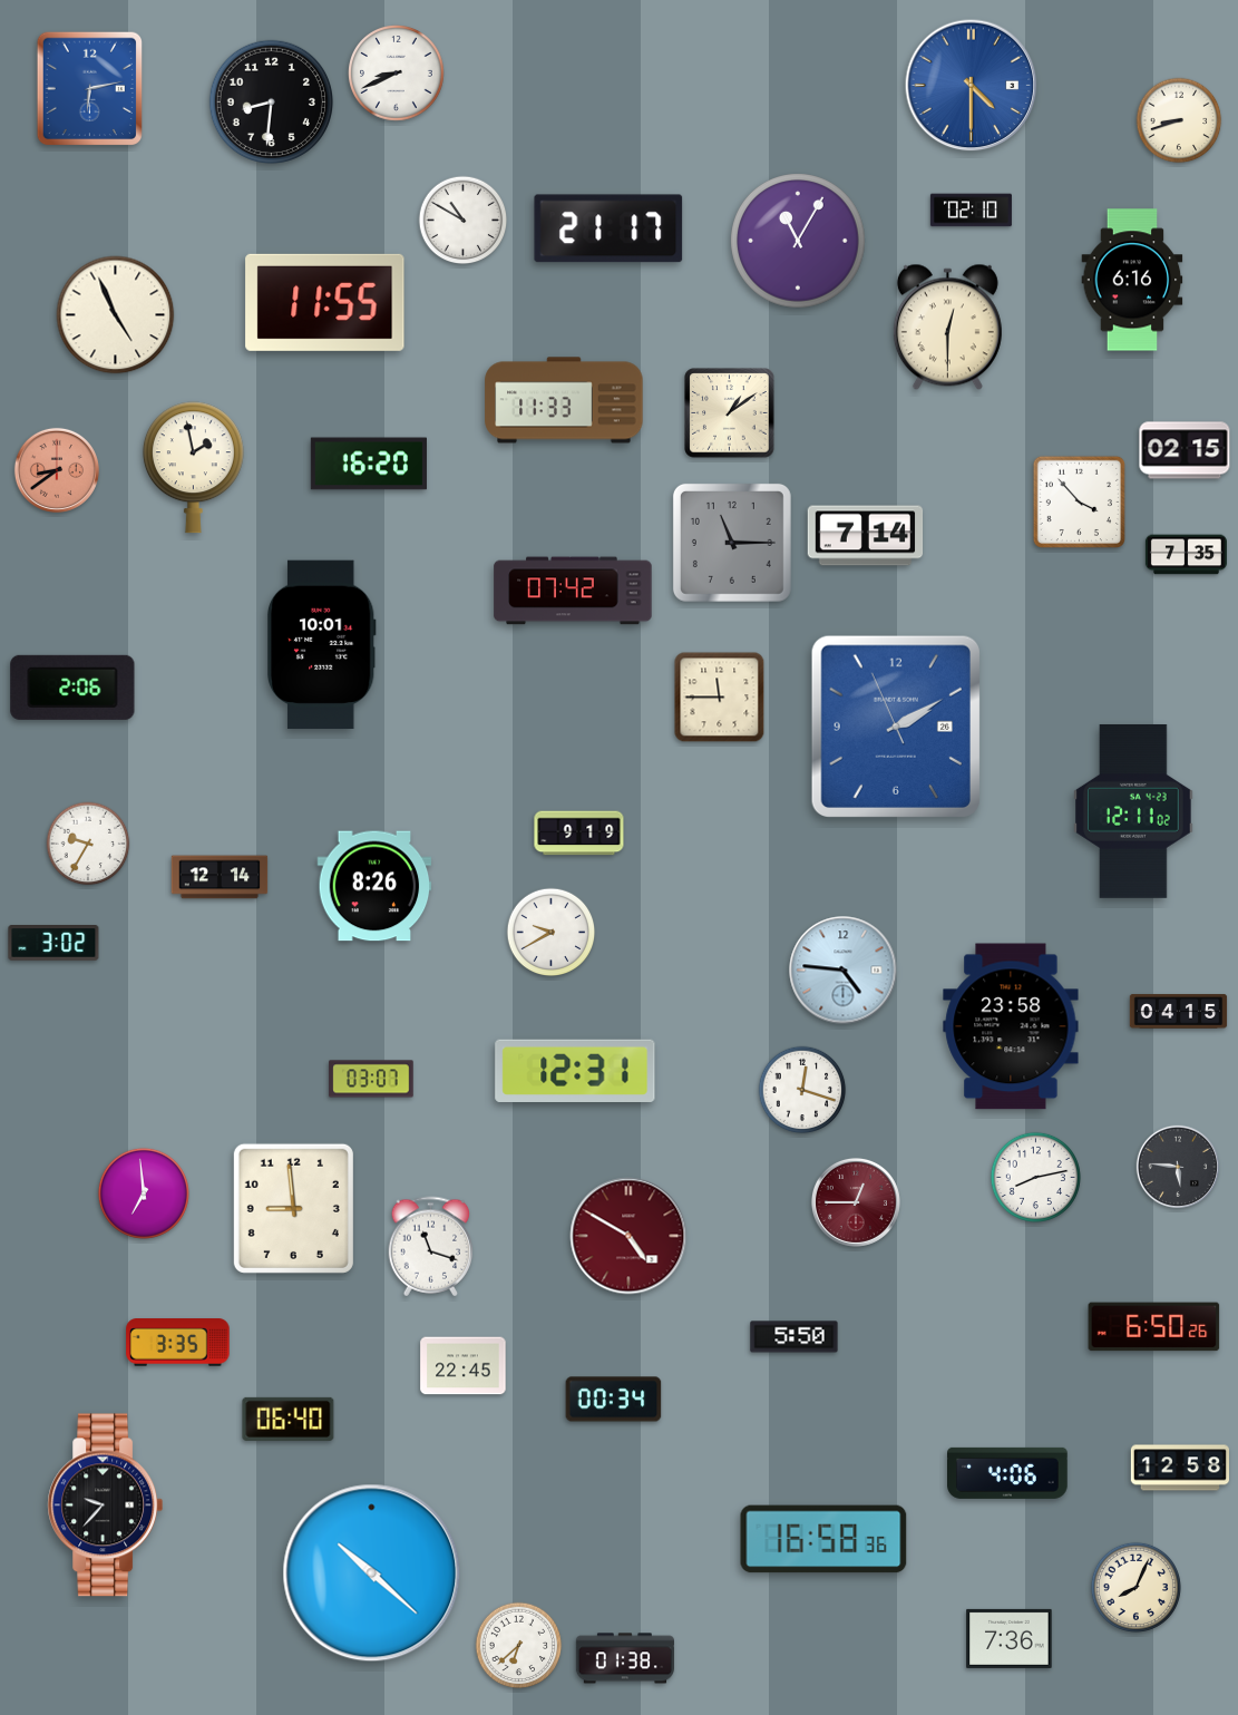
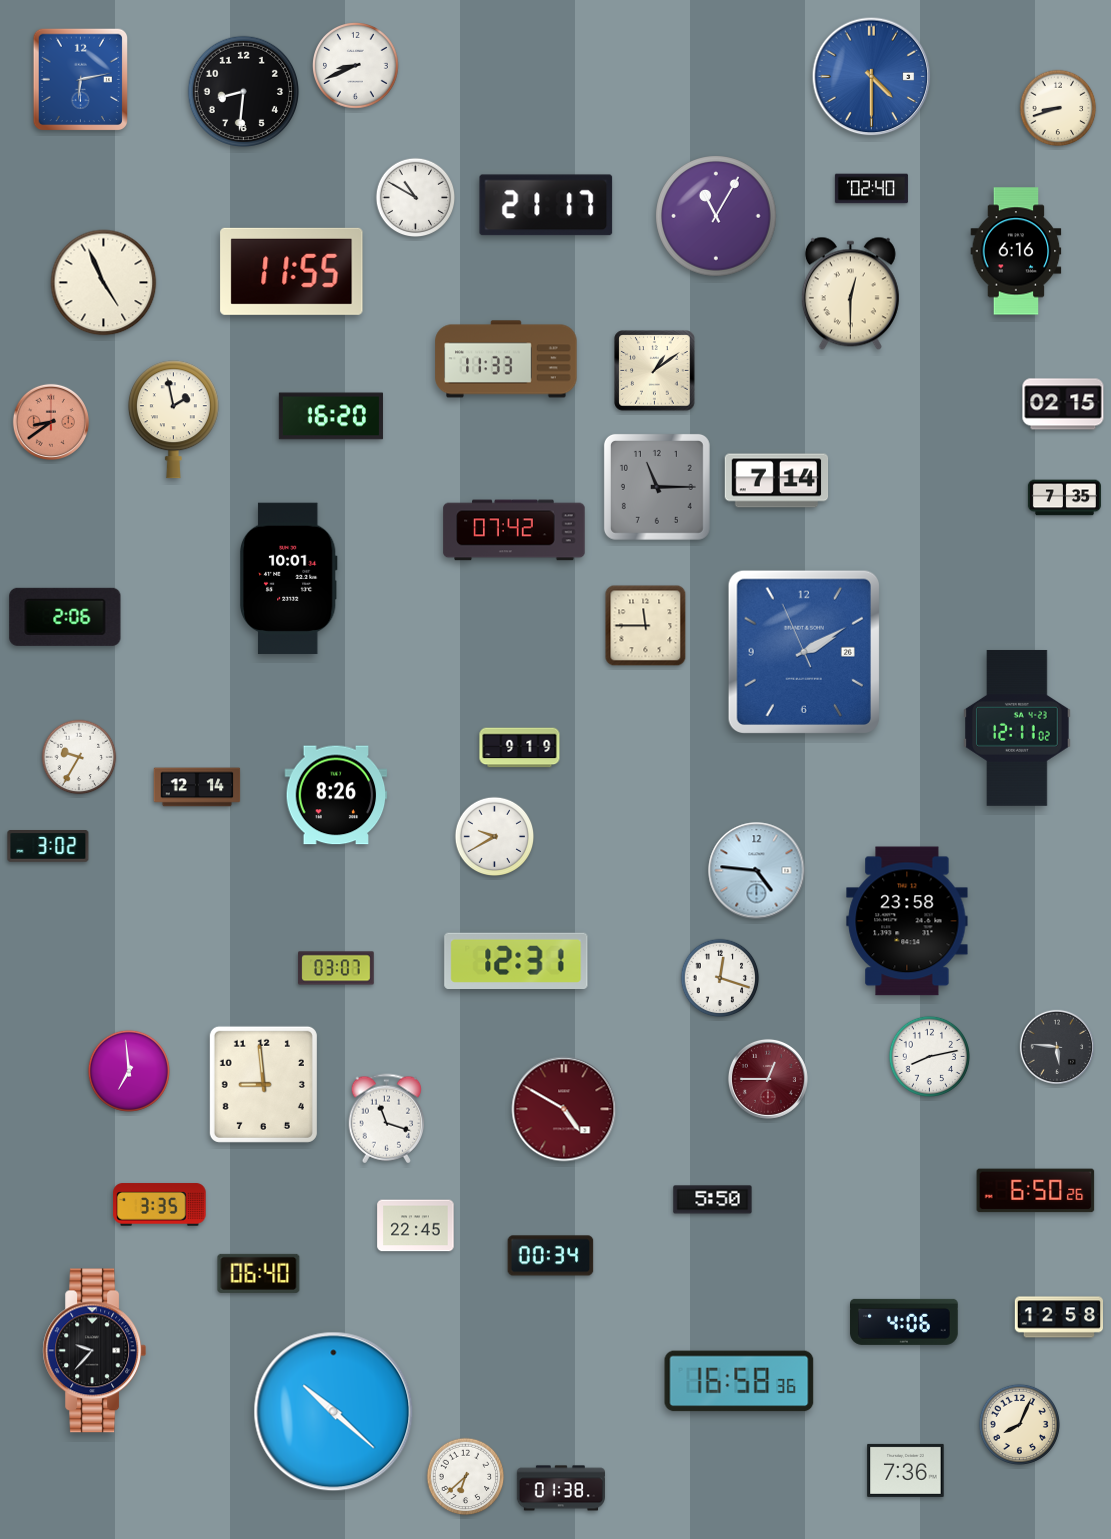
clock at (971, 211): 02:10 -> 02:40
clock at (1079, 501): 3:53 -> none
clock at (1179, 1012): 04:15 -> none
clock at (371, 1079) position: (371, 1079) -> (336, 968)
